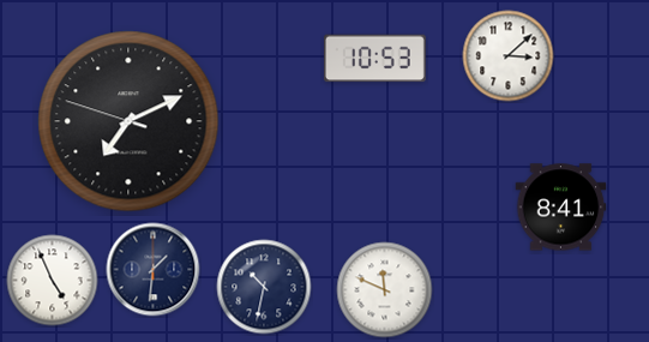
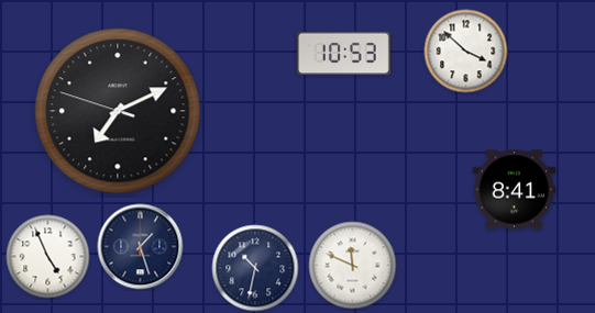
clock at (509, 56): 3:08 -> 3:52
clock at (154, 270): 1:31 -> 1:27
clock at (264, 287) position: (264, 287) -> (255, 268)
